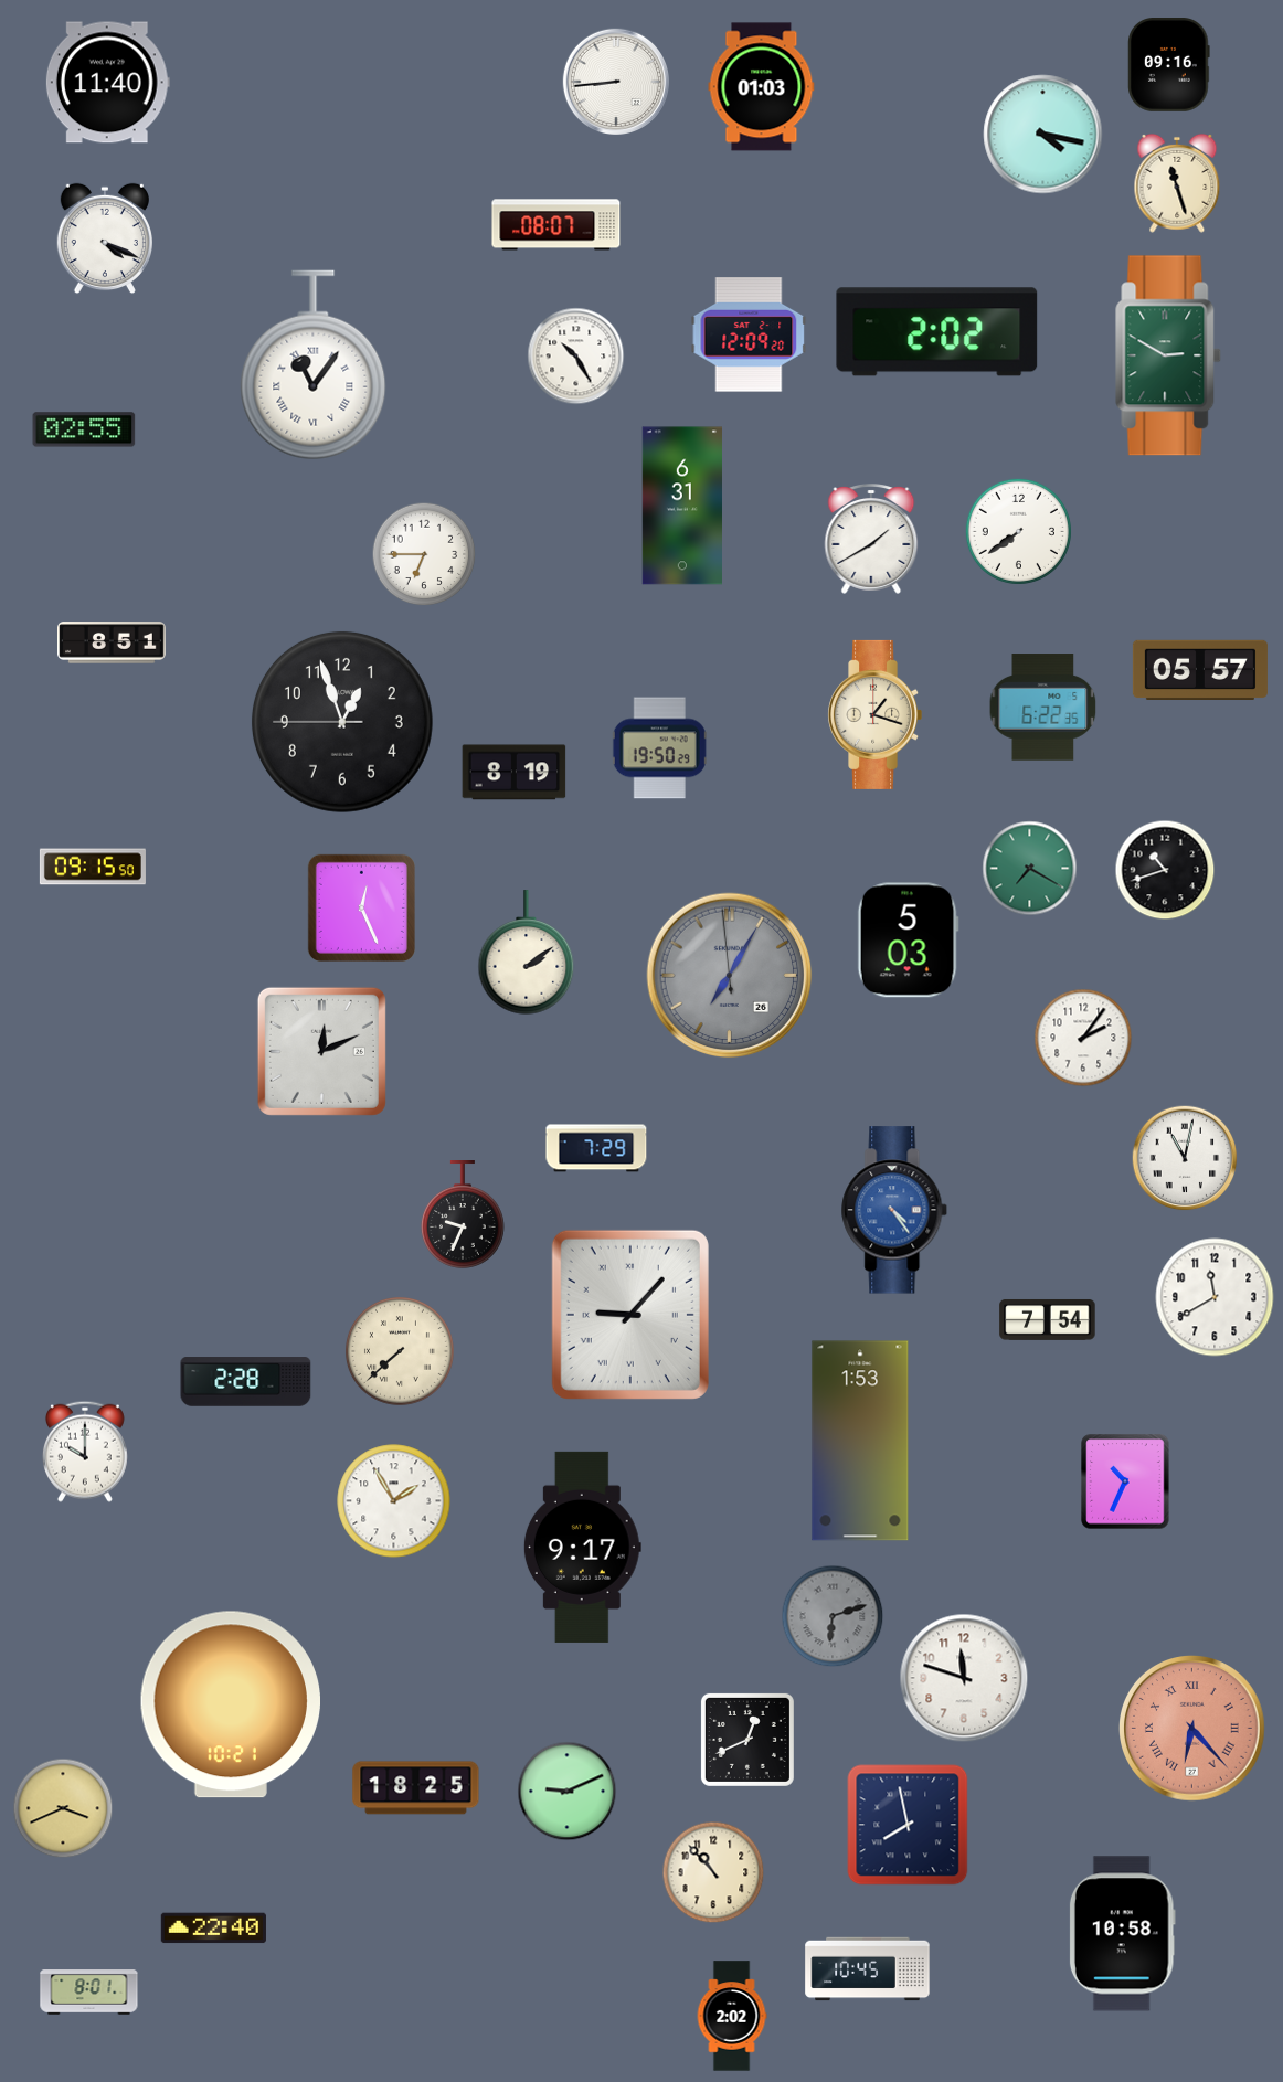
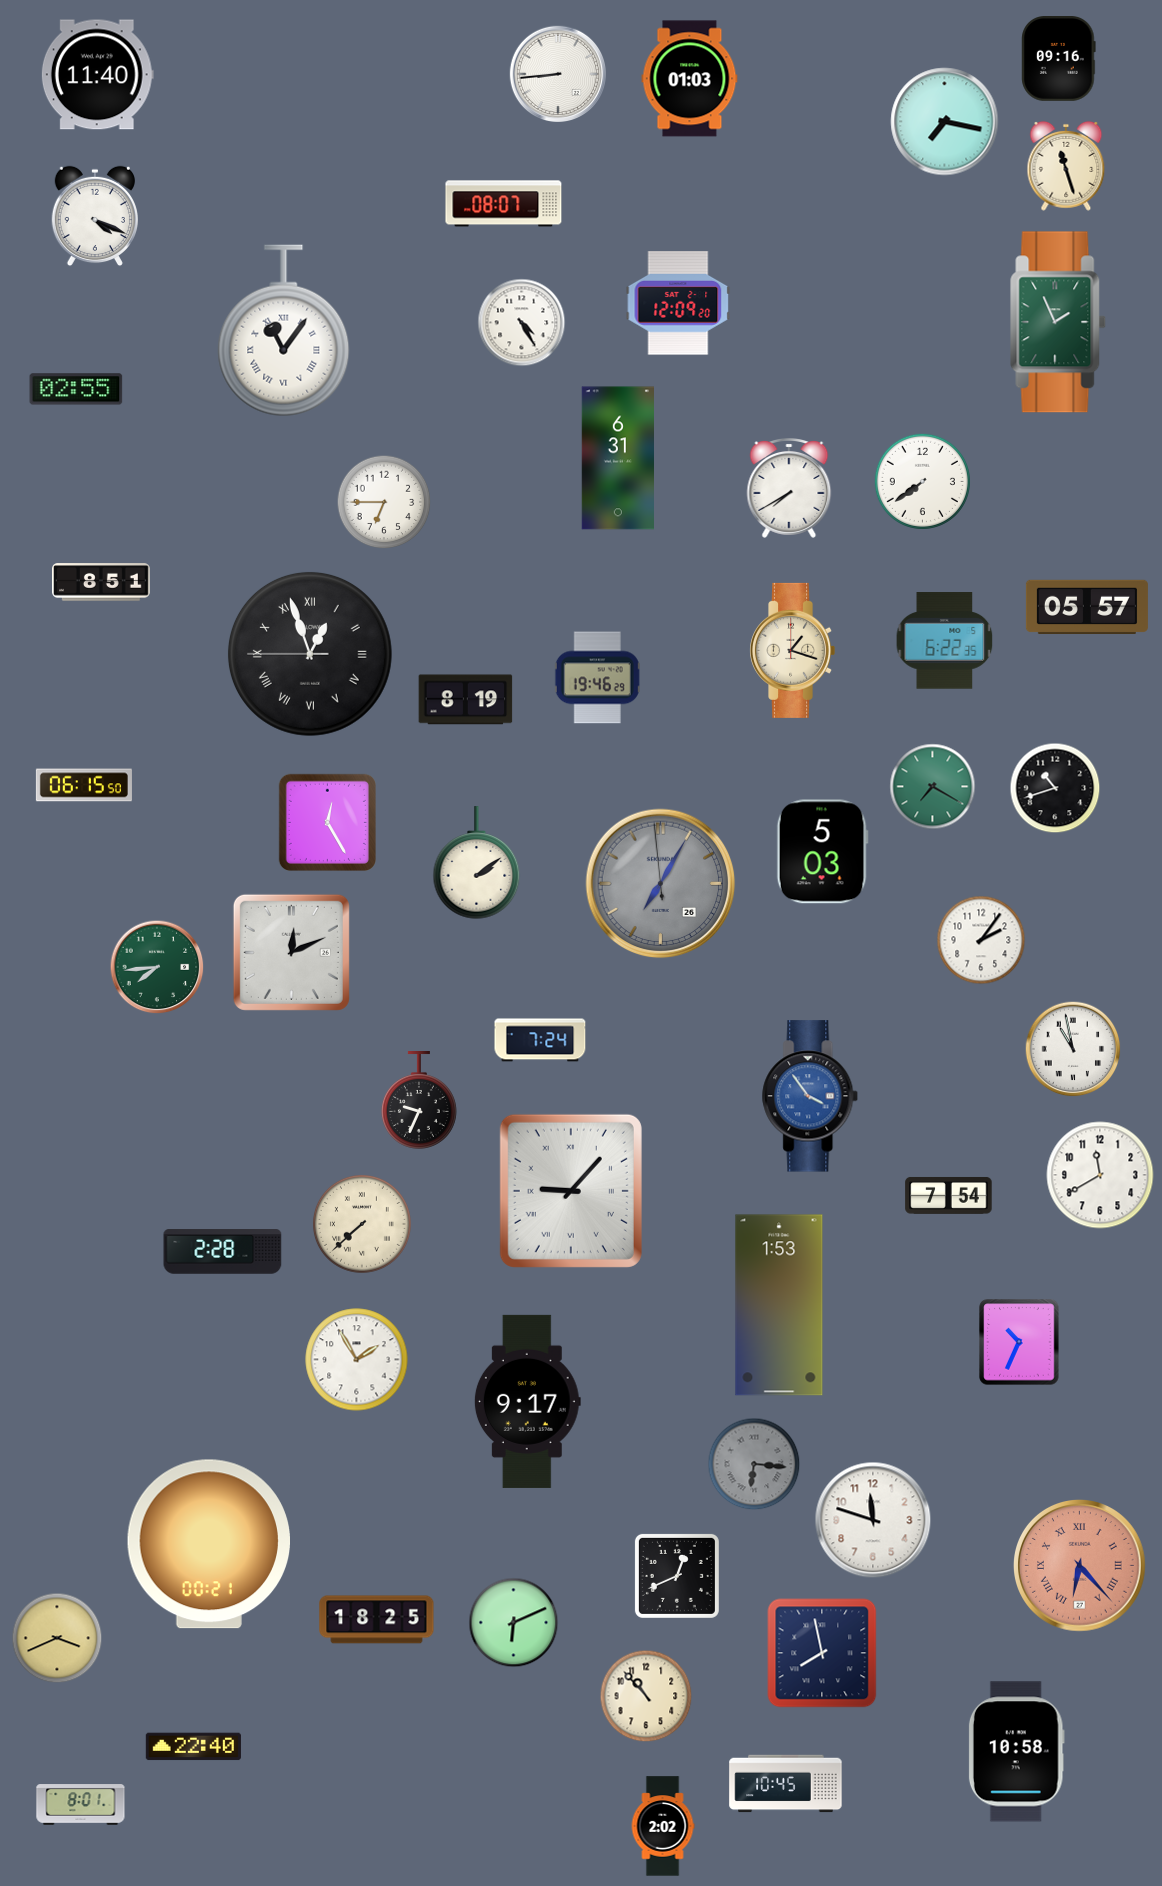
clock at (1043, 135): 4:17 -> 7:17
clock at (937, 332): 2:02 -> none
clock at (1168, 355): 2:50 -> 1:56
clock at (576, 357): 10:25 -> 4:25
clock at (871, 540): 1:40 -> 7:40
clock at (876, 714) position: (876, 714) -> (793, 650)
clock at (342, 722) numerals: Arabic -> Roman
clock at (659, 748): 19:50 -> 19:46
clock at (93, 867): 09:15 -> 06:15
clock at (361, 907): 12:26 -> 12:25
clock at (157, 967): none -> 7:44
clock at (596, 1148): 7:29 -> 7:24
clock at (1185, 1158): 11:02 -> 10:58
clock at (895, 1210): 4:24 -> 3:54
clock at (85, 1452): 10:00 -> none
clock at (833, 1616): 6:12 -> 6:16
clock at (230, 1704): 10:21 -> 00:21
clock at (568, 1792): 9:11 -> 6:11
